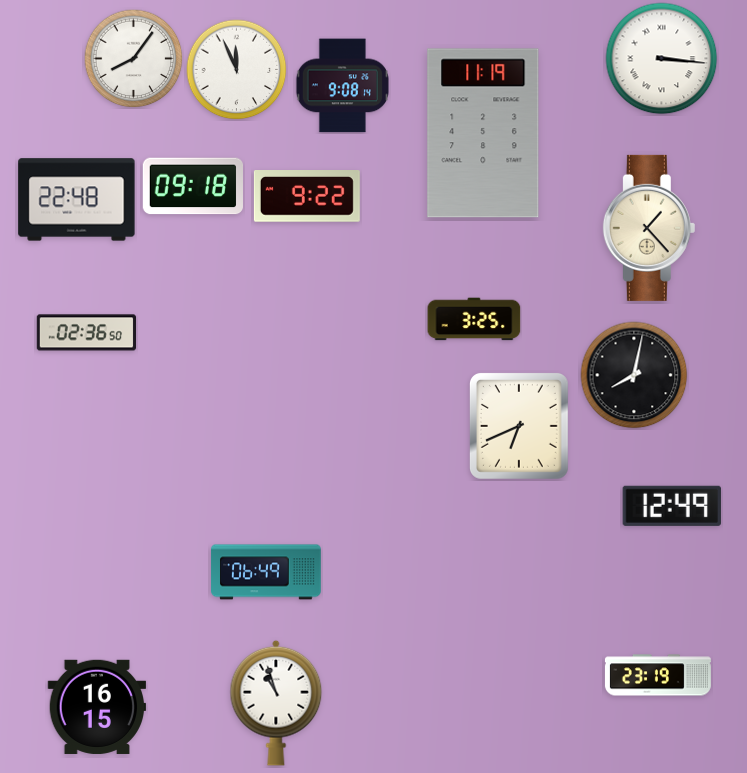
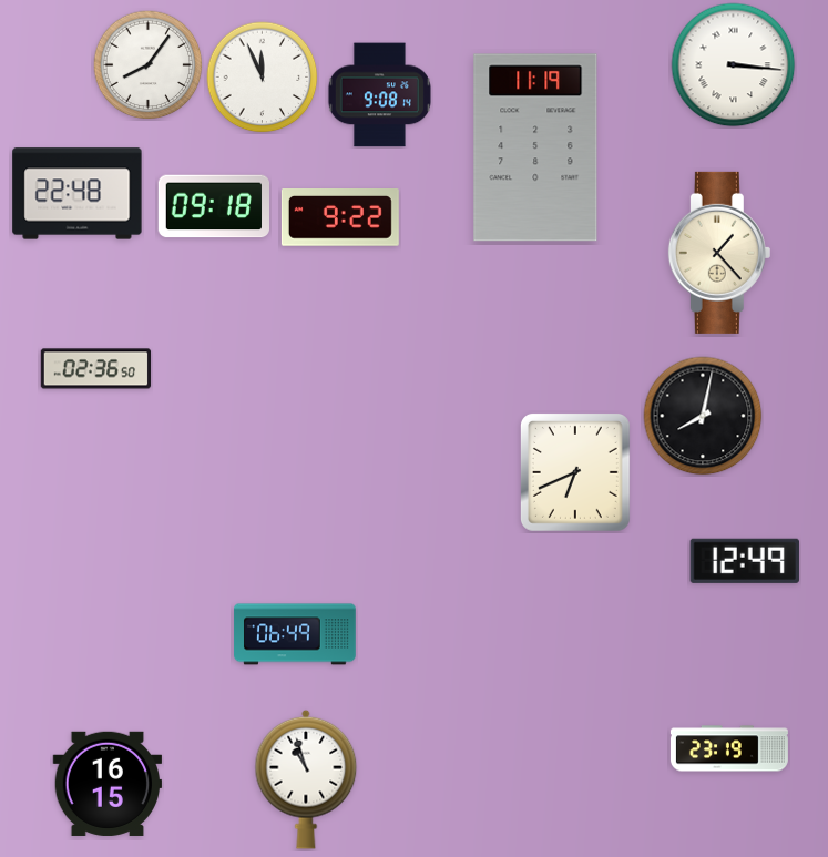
clock at (77, 200) position: (77, 200) -> (78, 194)
clock at (474, 319): 3:25 -> none
